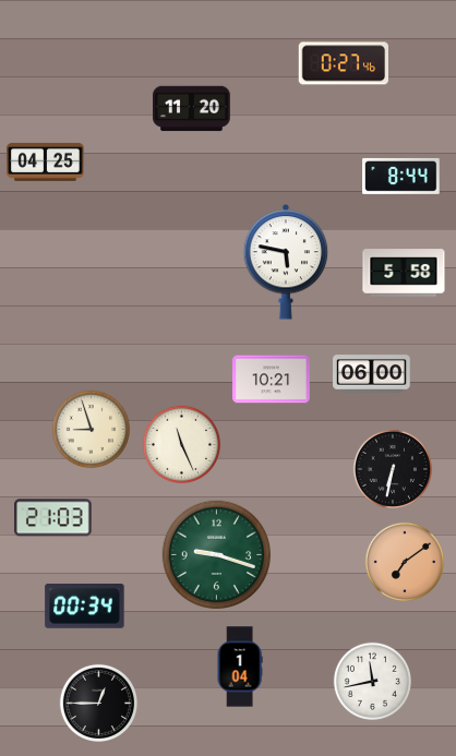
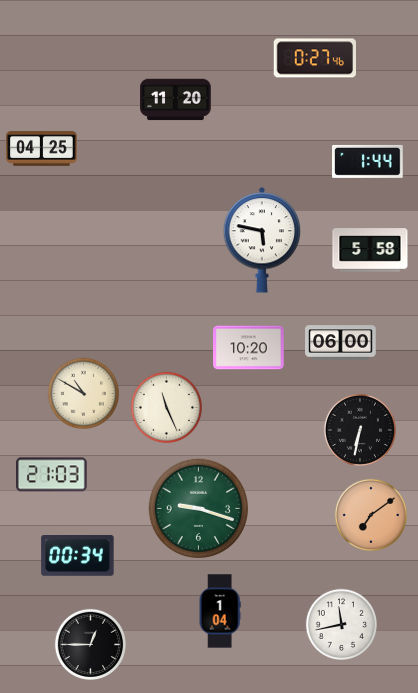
clock at (401, 176): 8:44 -> 1:44
clock at (272, 380): 10:21 -> 10:20
clock at (91, 429): 8:57 -> 10:50
clock at (53, 518) position: (53, 518) -> (52, 475)
